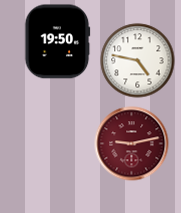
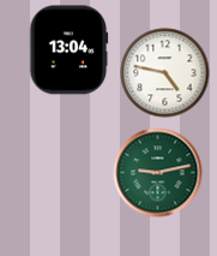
clock at (57, 42): 19:50 -> 13:04
clock at (132, 144) dial: burgundy -> green
